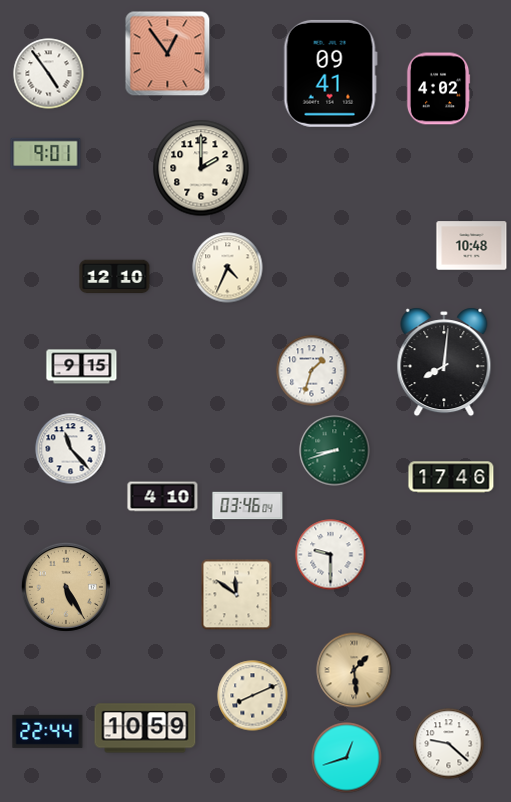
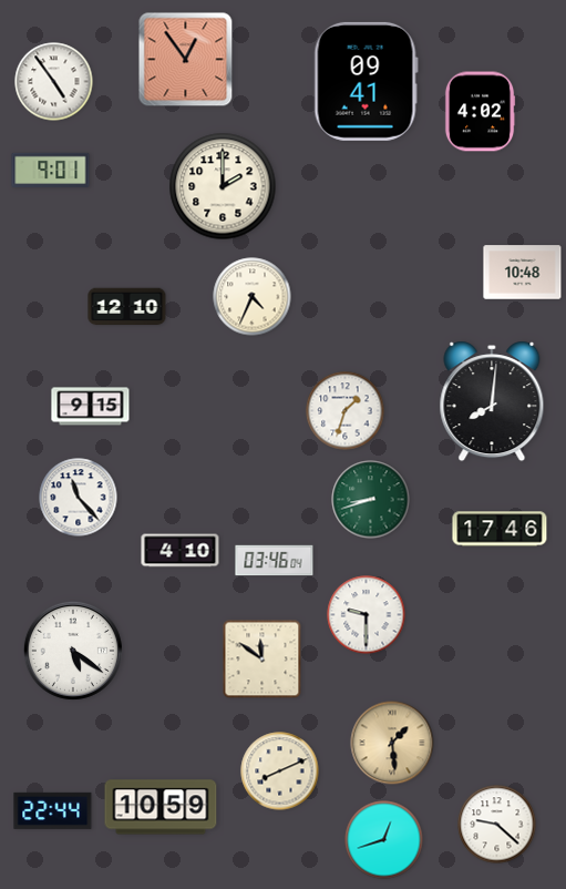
clock at (438, 89) position: (438, 89) -> (480, 112)
clock at (66, 587): 5:25 -> 5:21
clock at (66, 587) dial: champagne -> white
